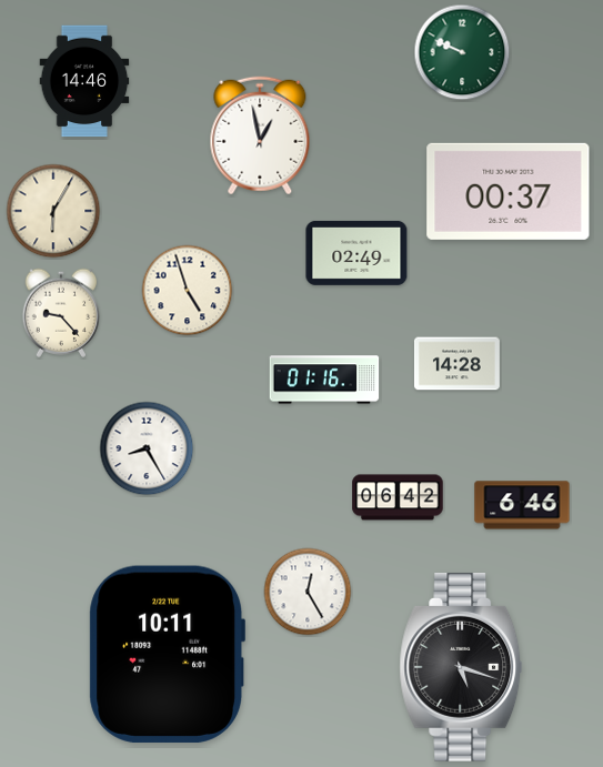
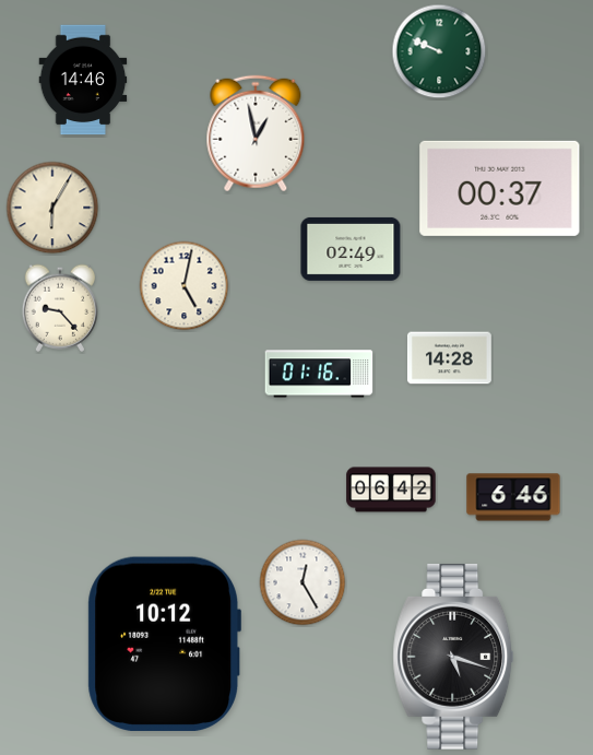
clock at (462, 52) position: (462, 52) -> (439, 51)
clock at (188, 291): 4:57 -> 5:02
clock at (147, 448): 8:25 -> none
clock at (167, 654): 10:11 -> 10:12
